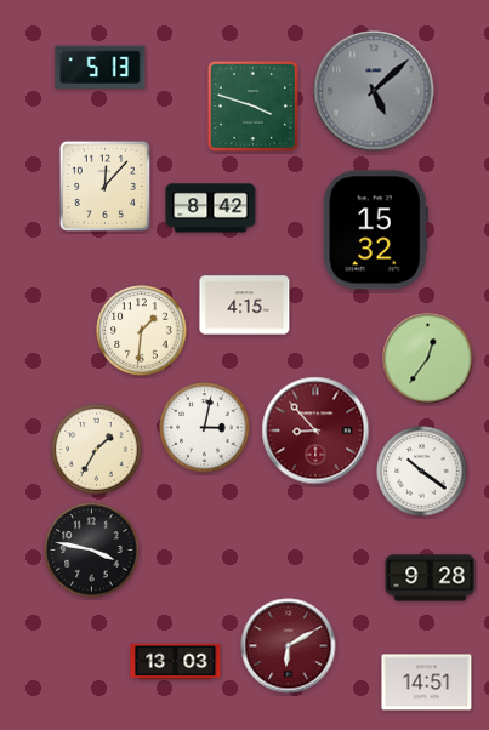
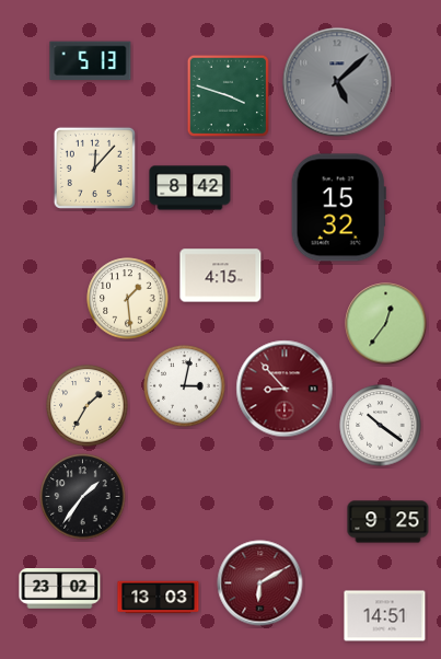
clock at (142, 331): 1:31 -> 1:29
clock at (92, 551): 3:47 -> 1:36
clock at (431, 578): 9:28 -> 9:25
clock at (60, 589): none -> 23:02
